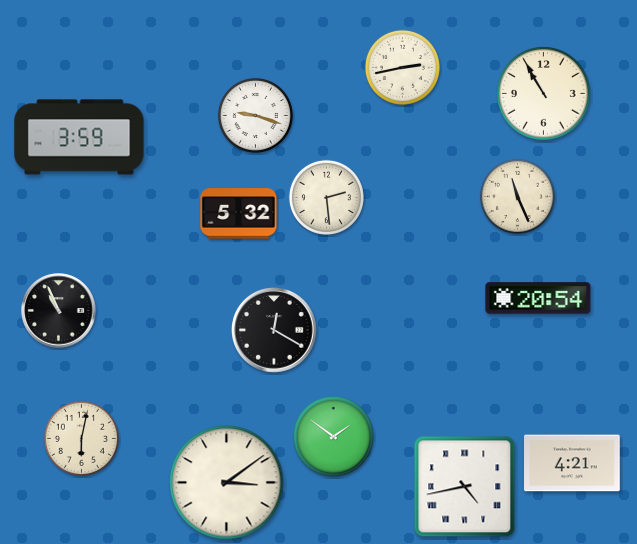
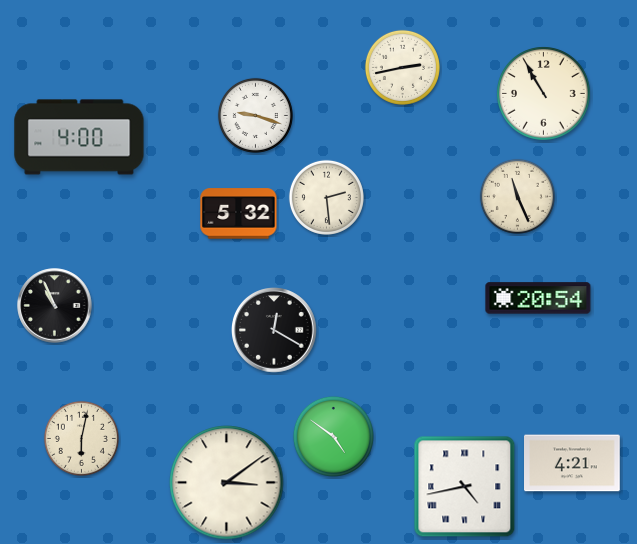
clock at (79, 137): 3:59 -> 4:00
clock at (59, 311) position: (59, 311) -> (55, 306)
clock at (333, 436): 1:51 -> 4:51
